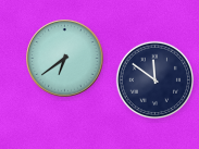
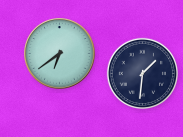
clock at (154, 79): 11:51 -> 1:31
